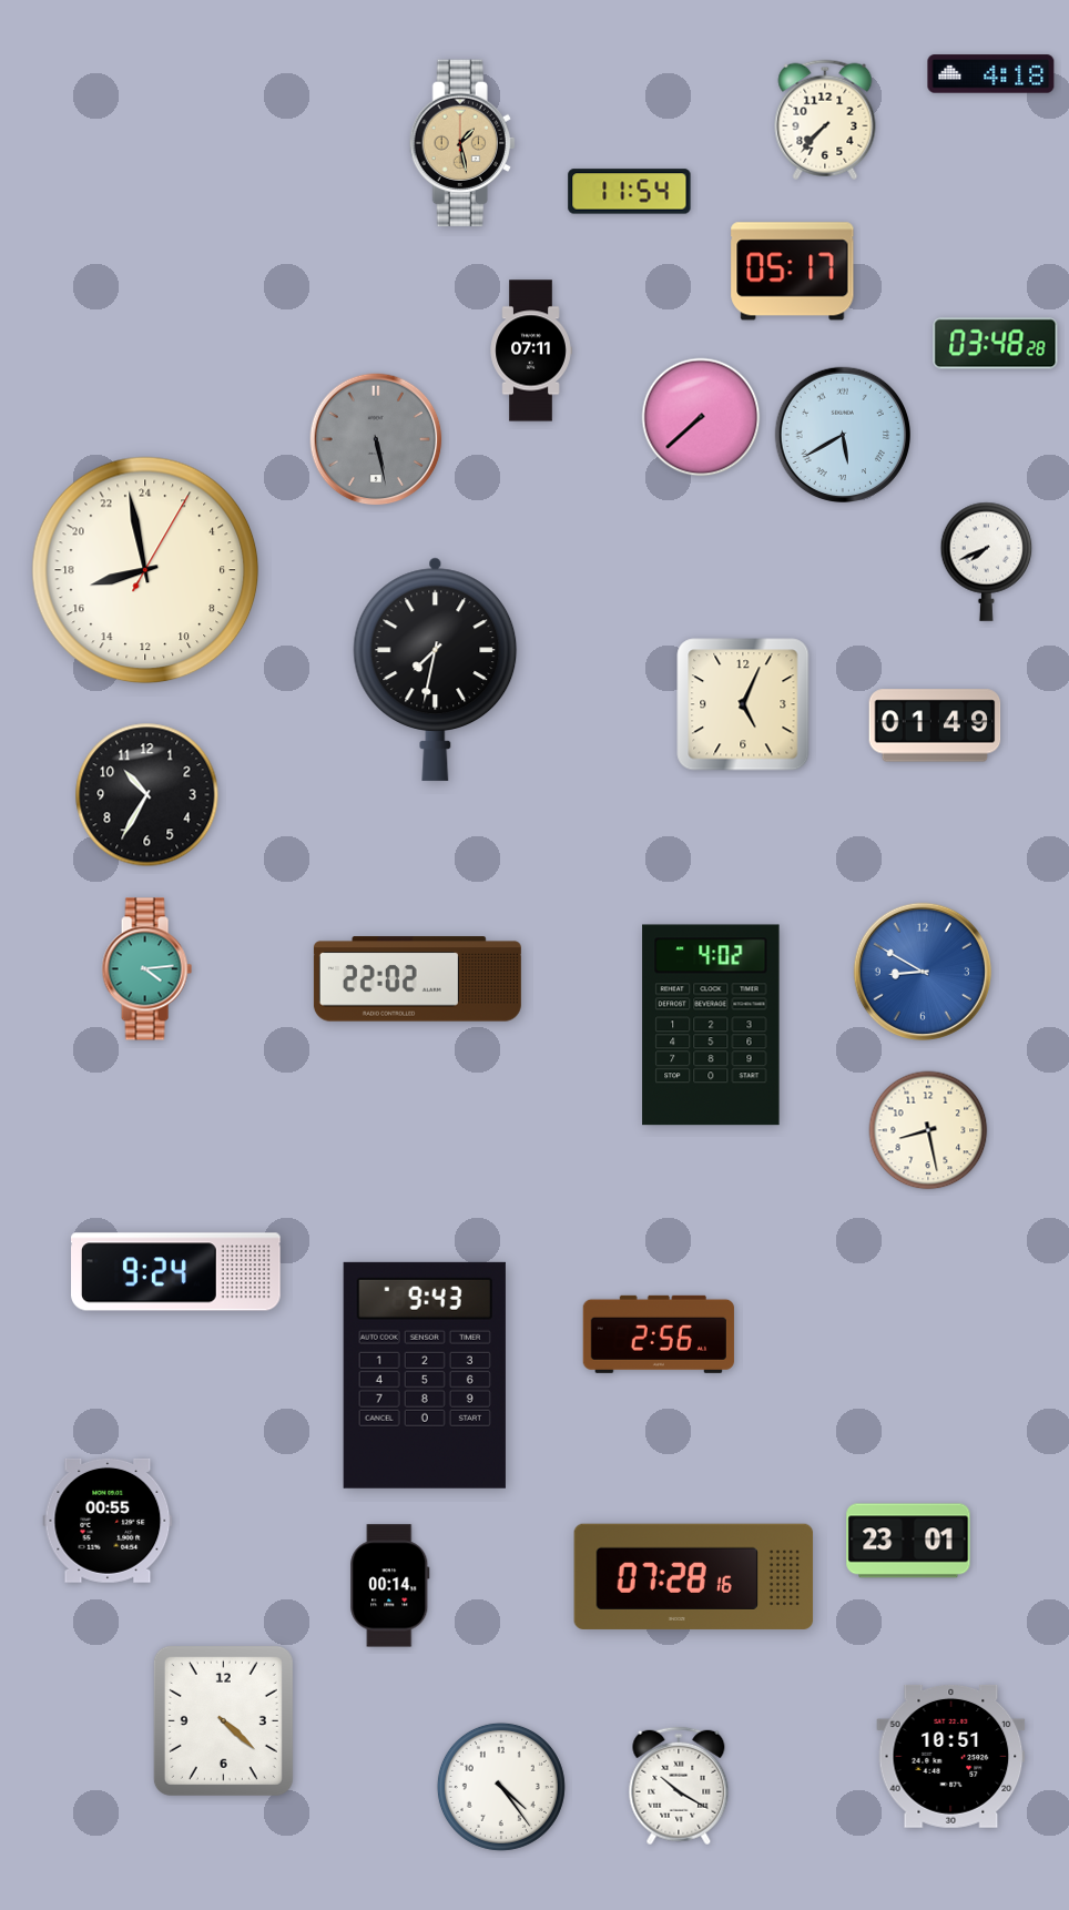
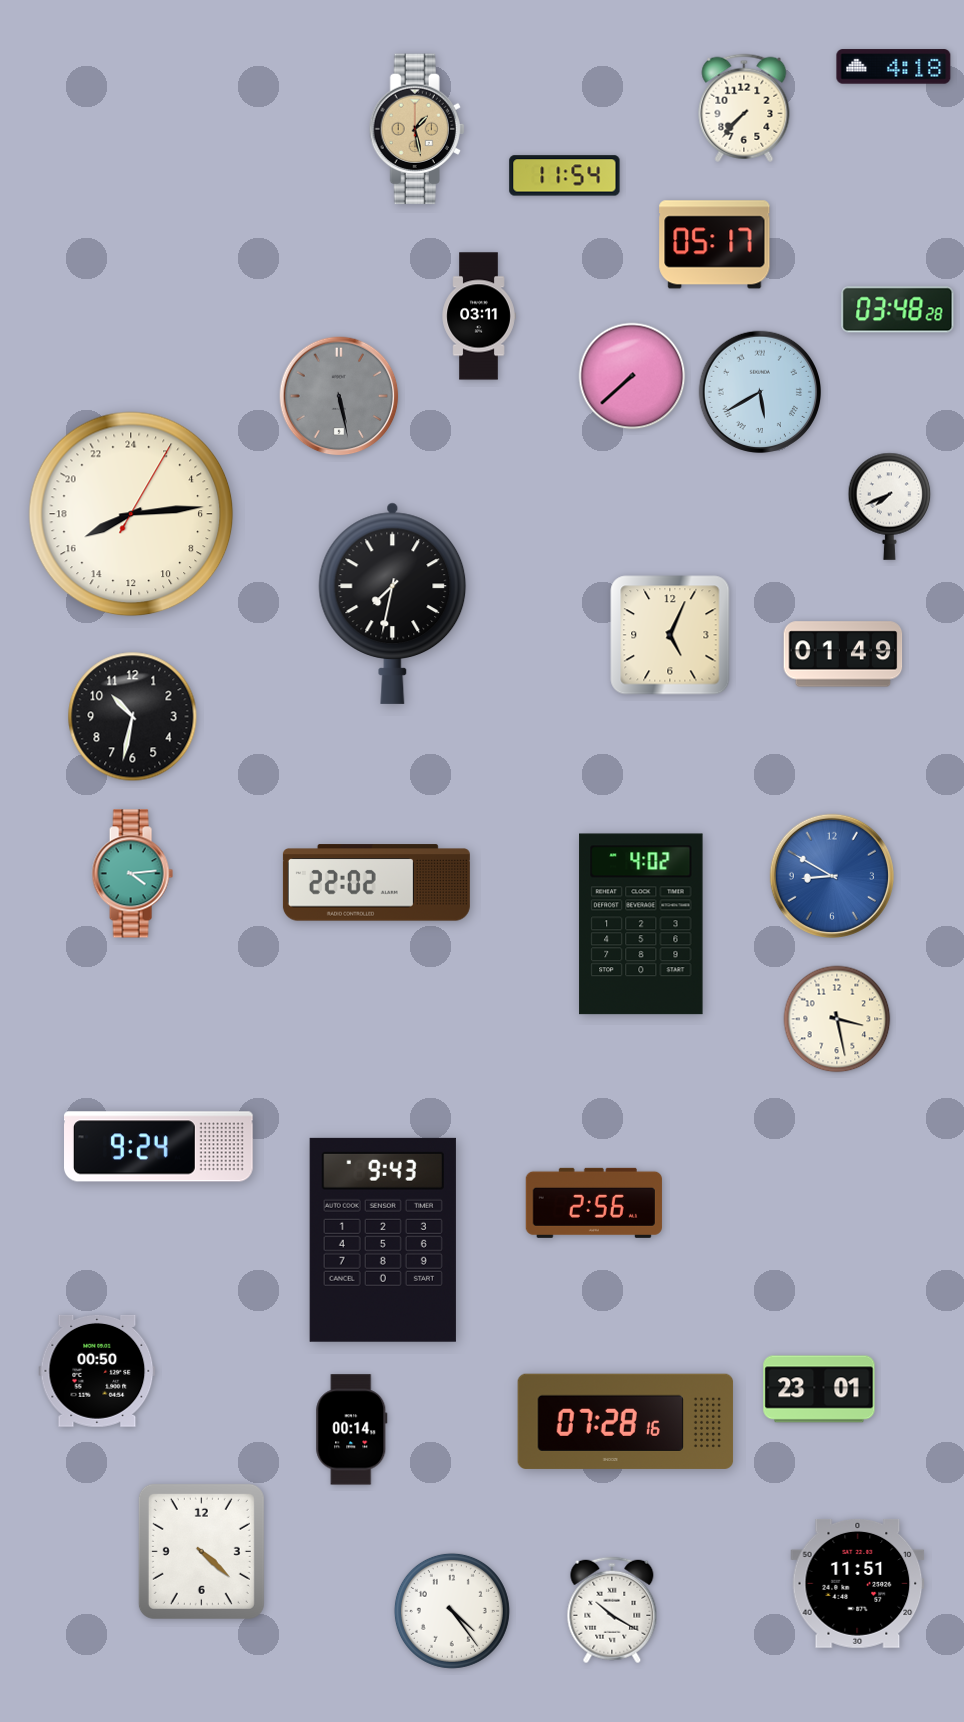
clock at (630, 192) position: (630, 192) -> (565, 176)
clock at (531, 350): 07:11 -> 03:11
clock at (145, 570): 16:58 -> 16:14
clock at (147, 795): 10:35 -> 10:32
clock at (928, 1130): 8:28 -> 3:28
clock at (108, 1521): 00:55 -> 00:50
clock at (951, 1756): 10:51 -> 11:51
